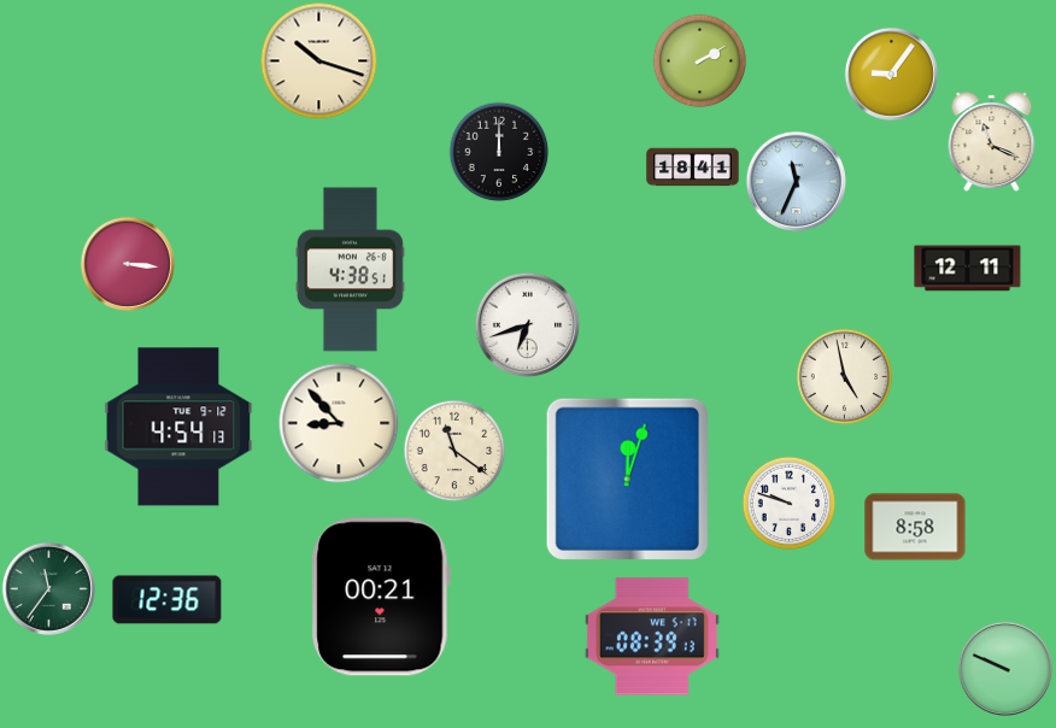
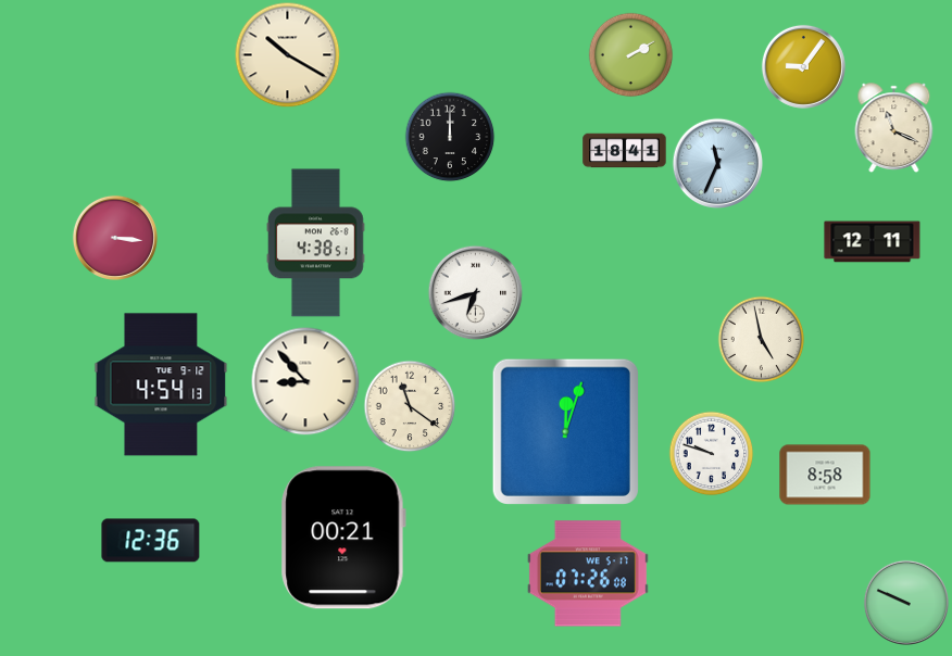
clock at (318, 60): 10:18 -> 10:20
clock at (48, 588): 11:36 -> none
clock at (652, 636): 08:39 -> 07:26
